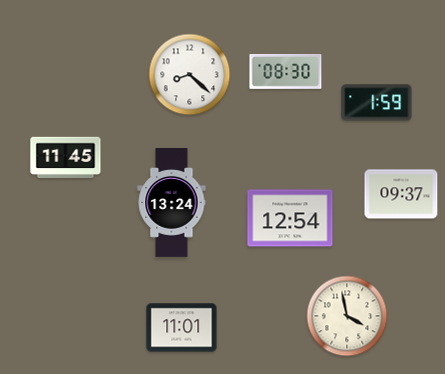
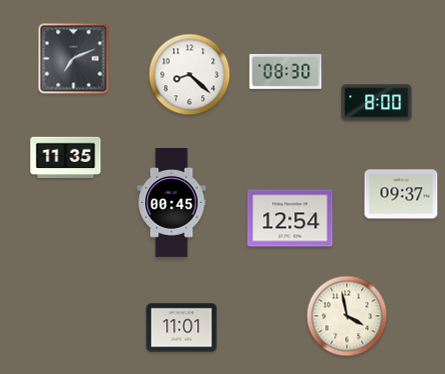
clock at (74, 59): none -> 7:11
clock at (377, 103): 1:59 -> 8:00
clock at (66, 158): 11:45 -> 11:35
clock at (172, 203): 13:24 -> 00:45
